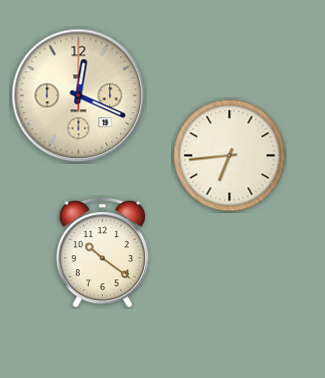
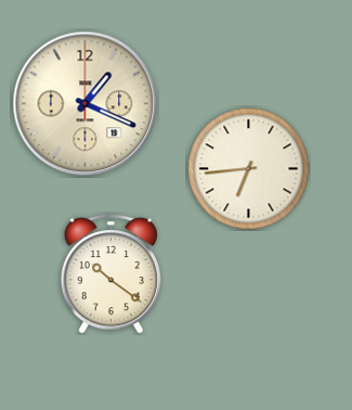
clock at (79, 96): 12:19 -> 1:19
